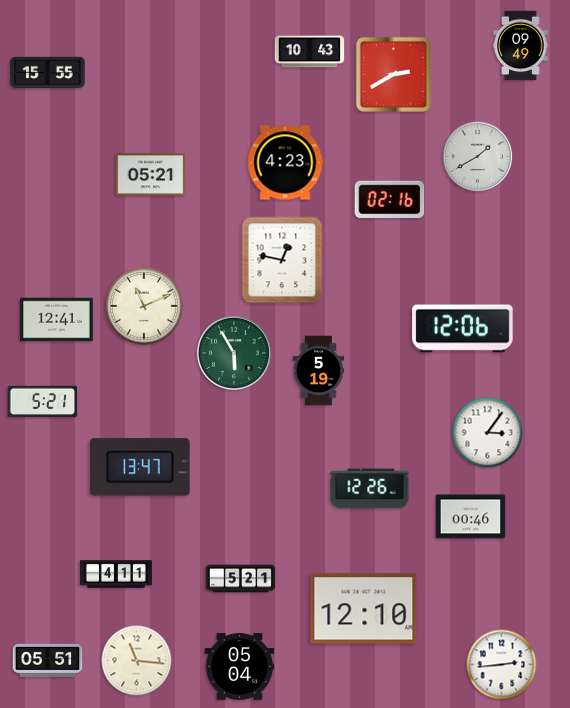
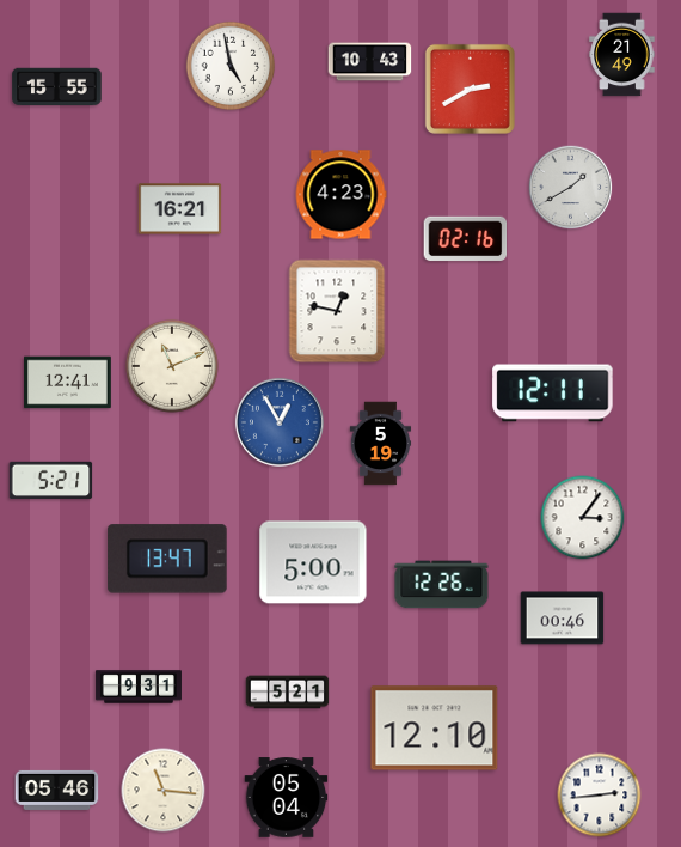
clock at (521, 46): 09:49 -> 21:49
clock at (231, 66): none -> 4:58
clock at (151, 175): 05:21 -> 16:21
clock at (463, 329): 12:06 -> 12:11
clock at (234, 353): 5:55 -> 12:55
clock at (234, 353) dial: green -> blue
clock at (313, 562): none -> 5:00
clock at (116, 574): 4:11 -> 9:31
clock at (48, 660): 05:51 -> 05:46
